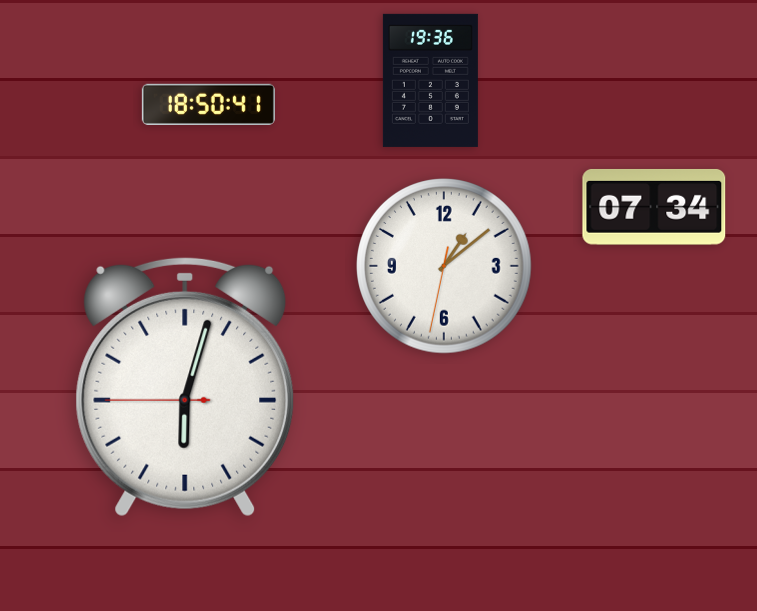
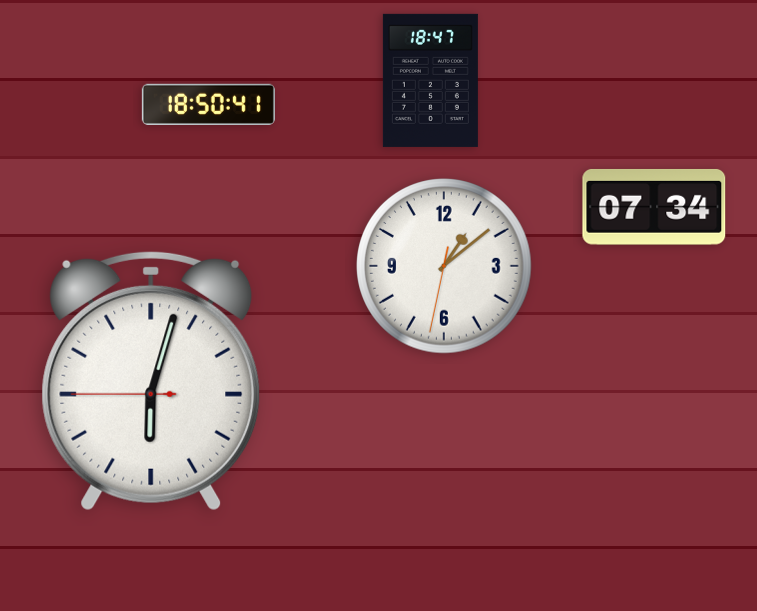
clock at (430, 80): 19:36 -> 18:47
clock at (185, 387) position: (185, 387) -> (151, 381)
